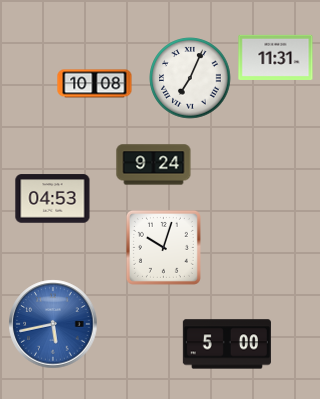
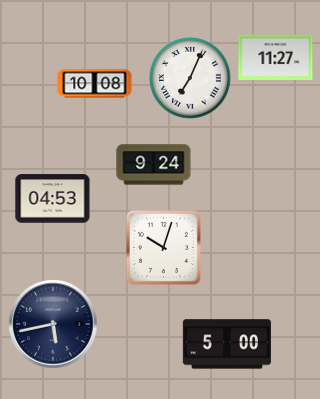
clock at (276, 57): 11:31 -> 11:27
clock at (53, 324) dial: blue -> navy
